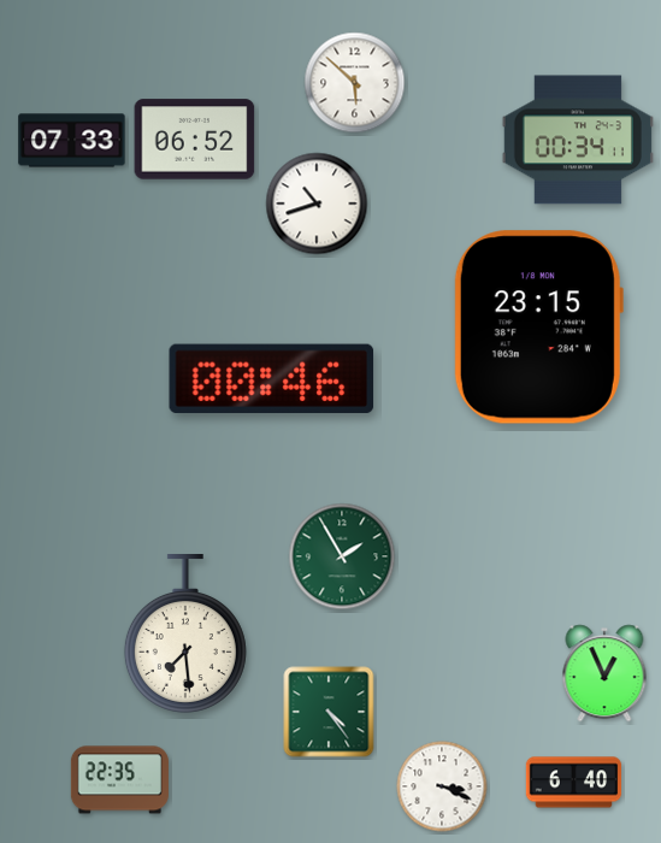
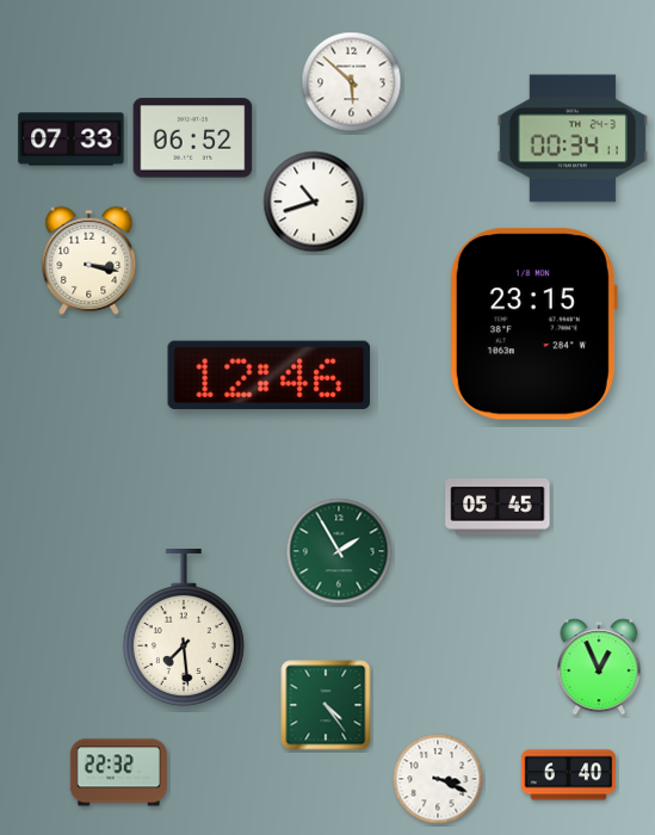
clock at (89, 260): none -> 3:17
clock at (272, 378): 00:46 -> 12:46
clock at (498, 507): none -> 05:45
clock at (119, 780): 22:35 -> 22:32
